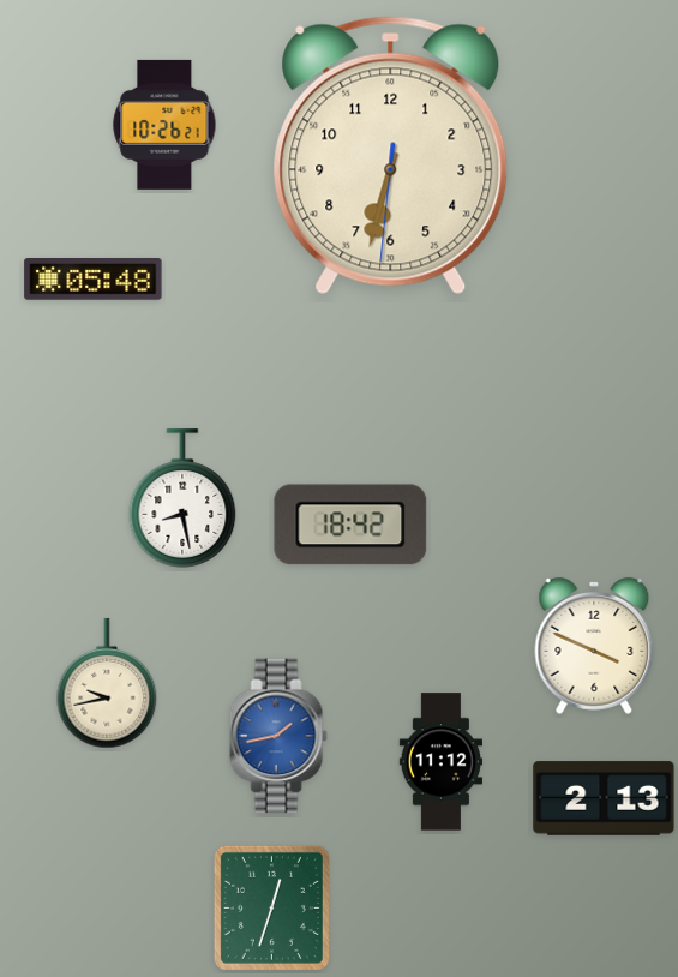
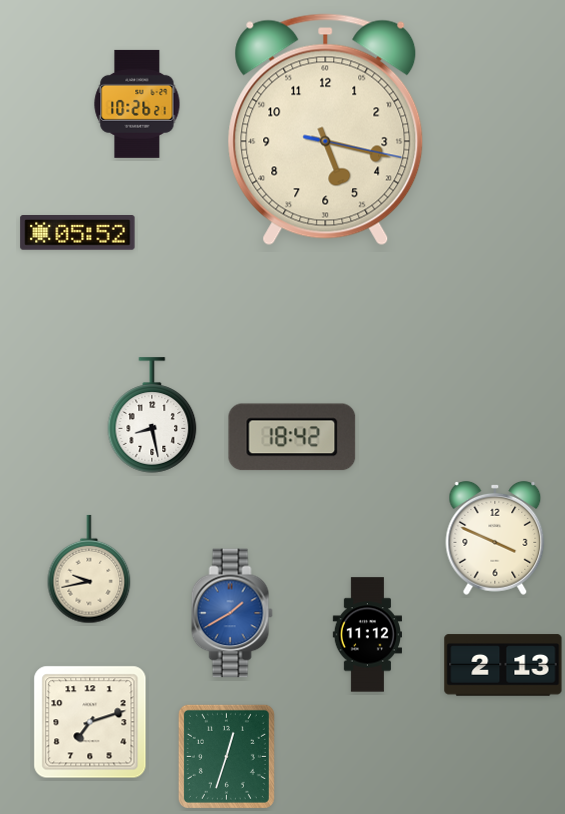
clock at (391, 156): 6:32 -> 5:17
clock at (94, 280): 05:48 -> 05:52
clock at (278, 736): 1:43 -> 1:40
clock at (90, 722): none -> 7:12
